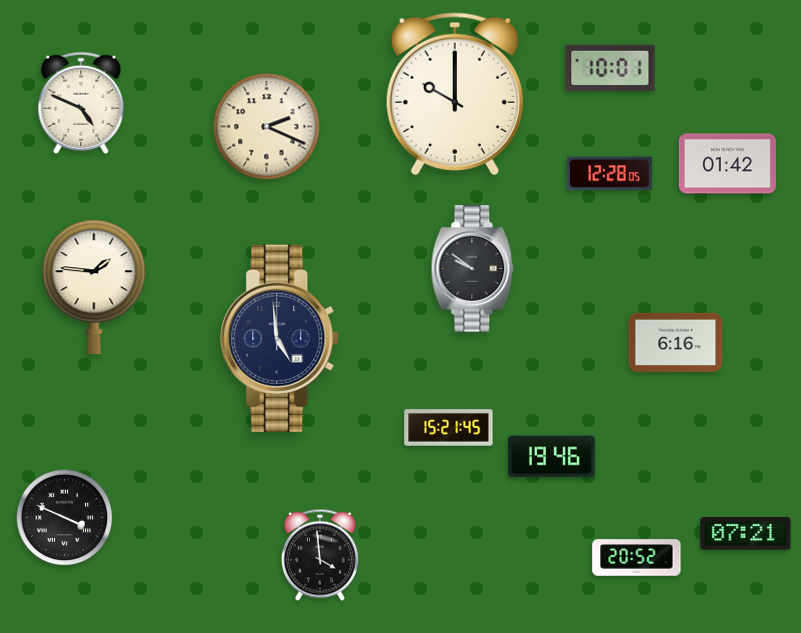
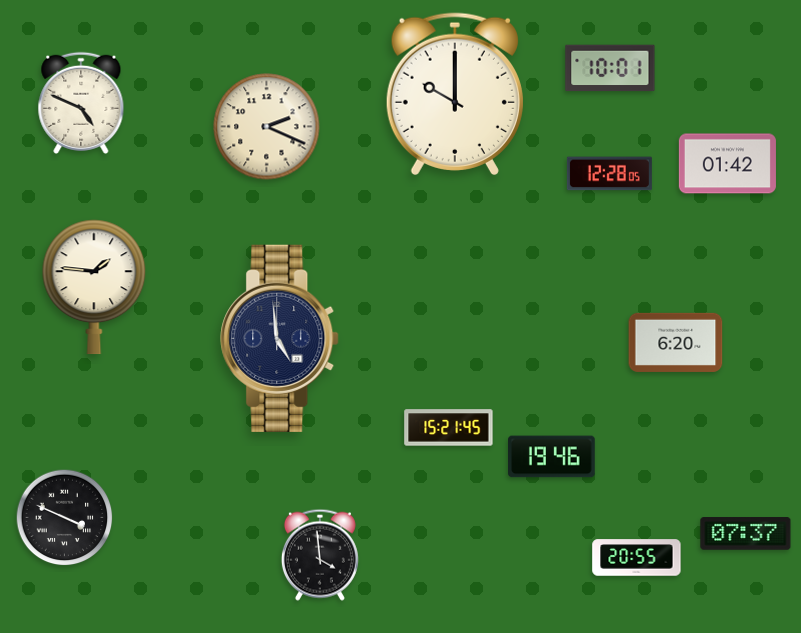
clock at (473, 269): 9:51 -> none
clock at (676, 342): 6:16 -> 6:20
clock at (746, 534): 07:21 -> 07:37
clock at (637, 558): 20:52 -> 20:55
